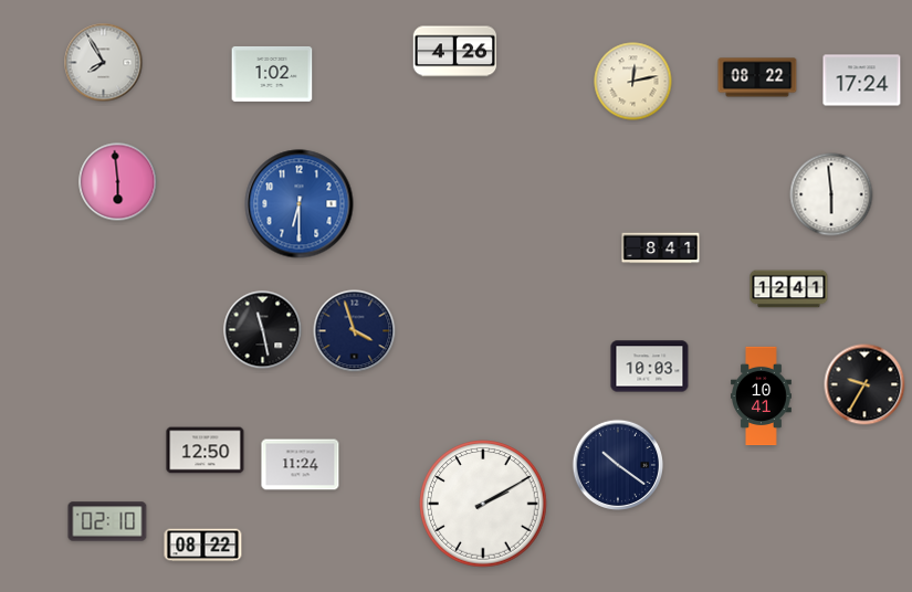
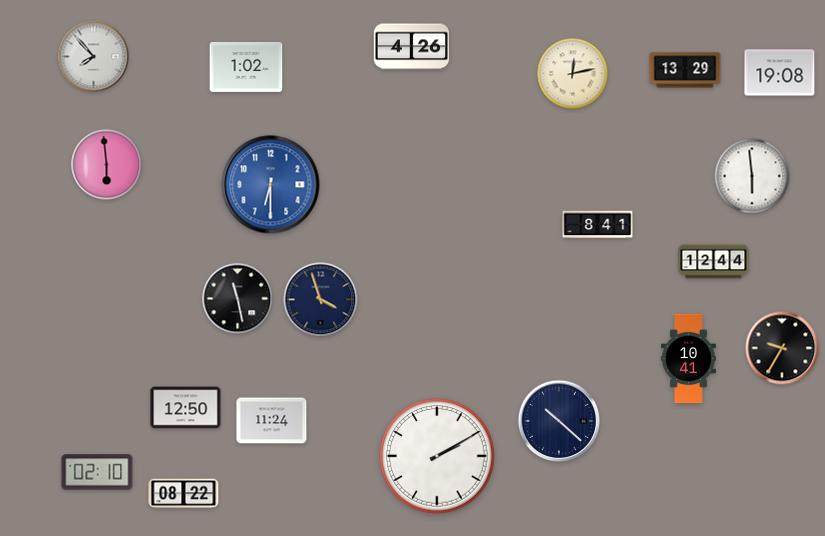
clock at (104, 63): 7:55 -> 7:53
clock at (757, 77): 08:22 -> 13:29
clock at (862, 81): 17:24 -> 19:08
clock at (789, 289): 12:41 -> 12:44
clock at (650, 367): 10:03 -> none
clock at (618, 465): 10:21 -> 10:22
